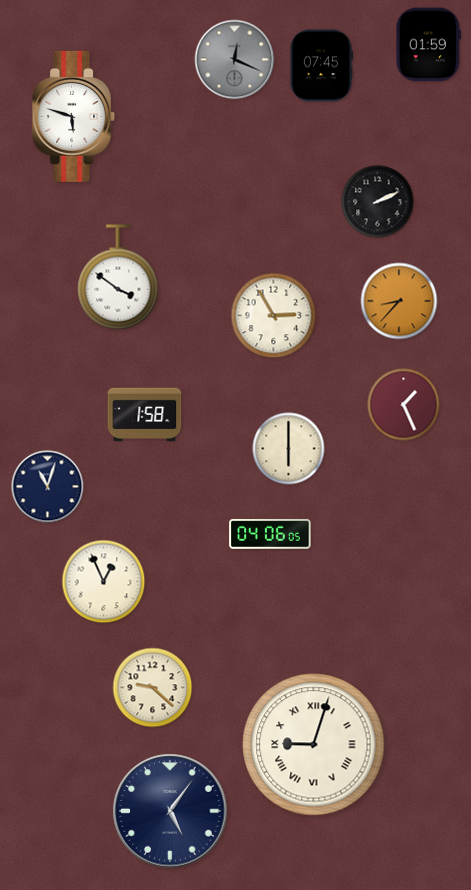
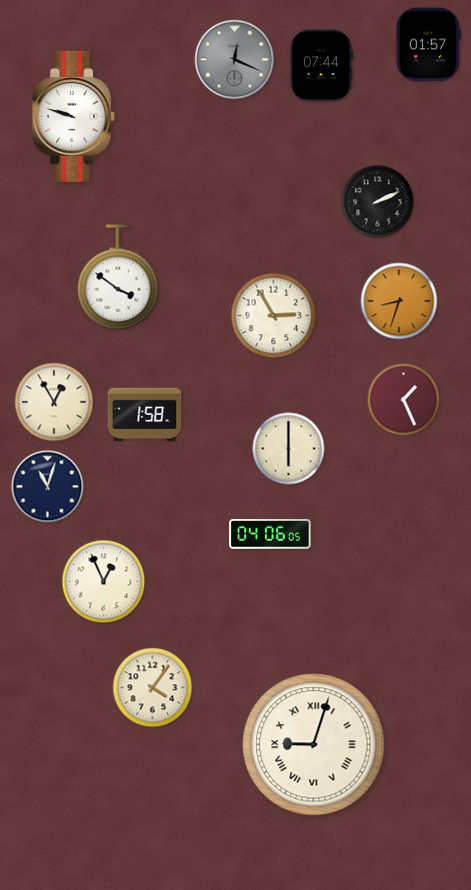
clock at (429, 45): 01:59 -> 01:57
clock at (321, 66): 07:45 -> 07:44
clock at (74, 116): 5:48 -> 9:48
clock at (399, 301): 8:37 -> 8:33
clock at (54, 402): none -> 12:55
clock at (404, 405) position: (404, 405) -> (404, 400)
clock at (153, 688): 9:22 -> 4:06
clock at (170, 811): 5:06 -> none
